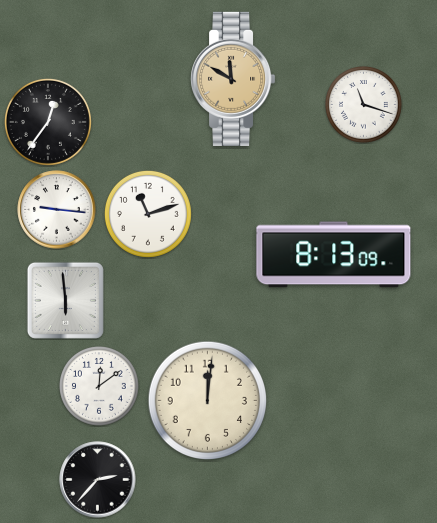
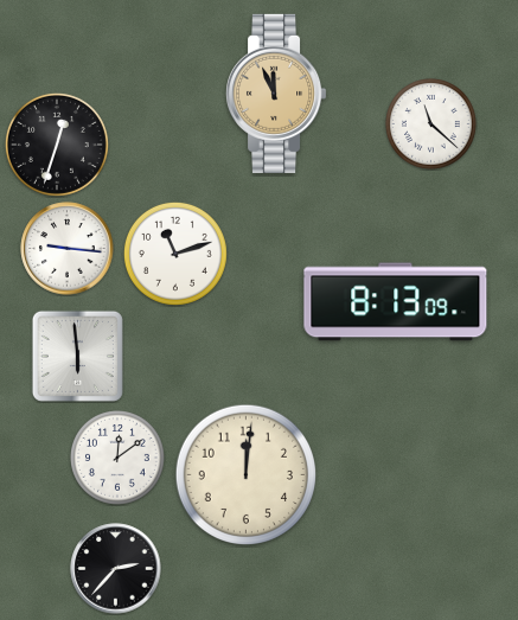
clock at (234, 79): 11:50 -> 11:56
clock at (364, 105): 11:18 -> 11:22
clock at (48, 122): 12:36 -> 12:33
